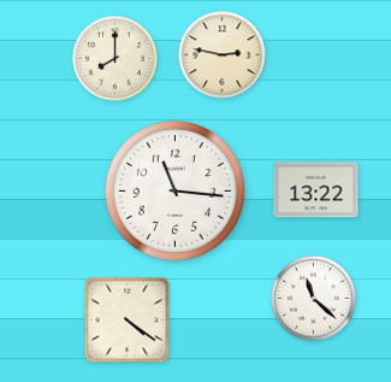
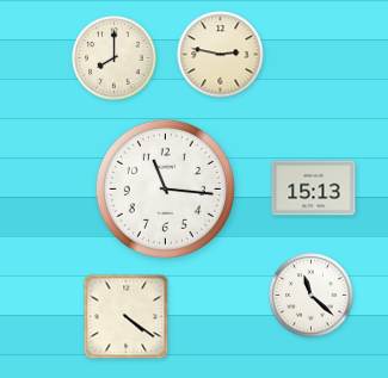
clock at (174, 190) position: (174, 190) -> (165, 188)
clock at (316, 190): 13:22 -> 15:13
